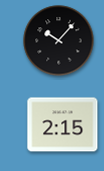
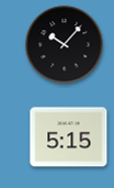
clock at (63, 125): 2:15 -> 5:15
